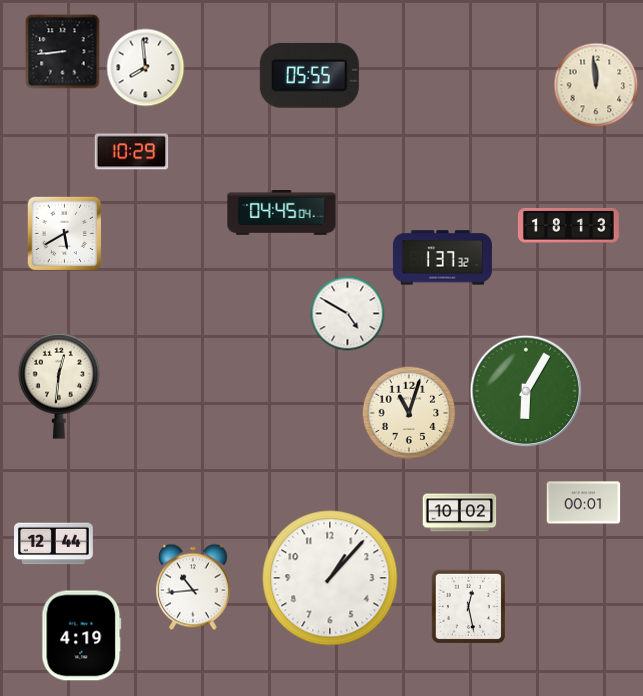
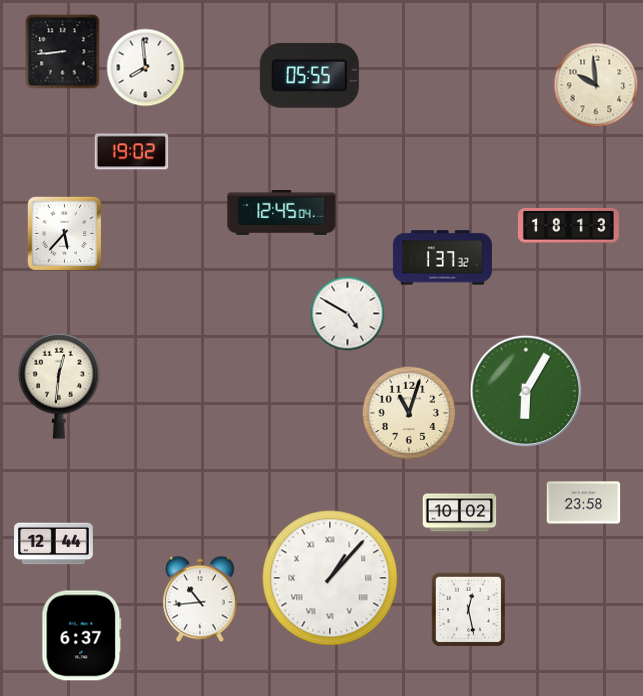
clock at (596, 85): 11:59 -> 9:59
clock at (132, 152): 10:29 -> 19:02
clock at (282, 213): 04:45 -> 12:45
clock at (65, 234): 5:40 -> 5:37
clock at (584, 503): 00:01 -> 23:58
clock at (330, 578) numerals: Arabic -> Roman
clock at (194, 587) position: (194, 587) -> (201, 599)
clock at (469, 607) position: (469, 607) -> (469, 610)
clock at (82, 636): 4:19 -> 6:37
